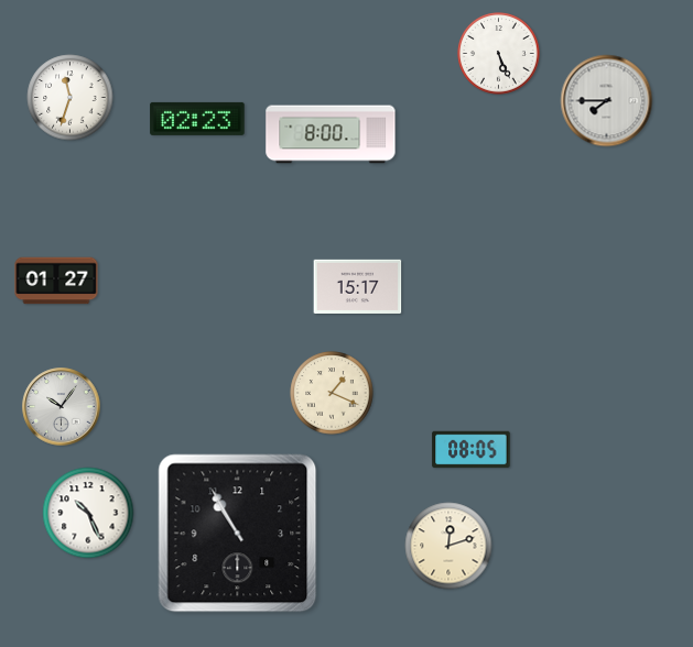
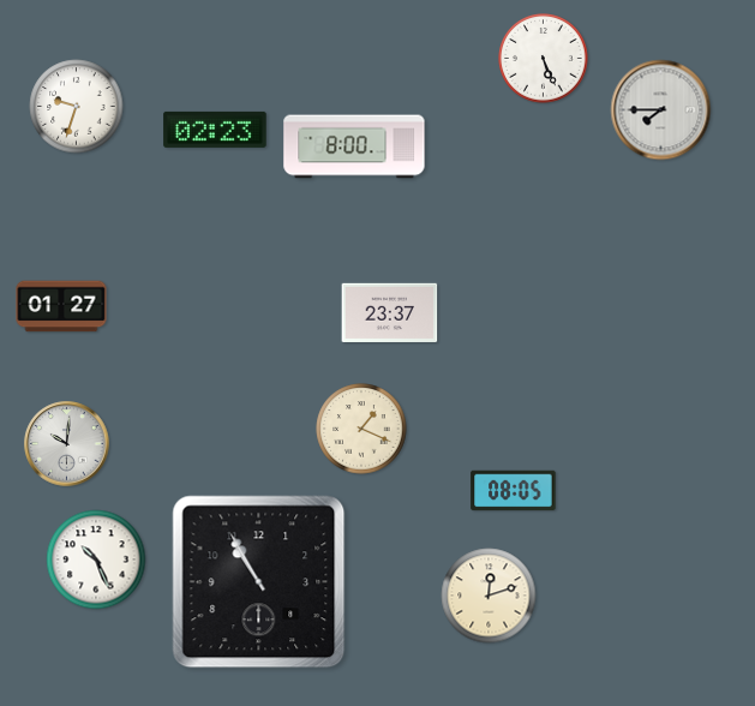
clock at (71, 98): 11:33 -> 9:33
clock at (331, 134) position: (331, 134) -> (354, 146)
clock at (358, 286): 15:17 -> 23:37
clock at (62, 407): 10:06 -> 10:01
